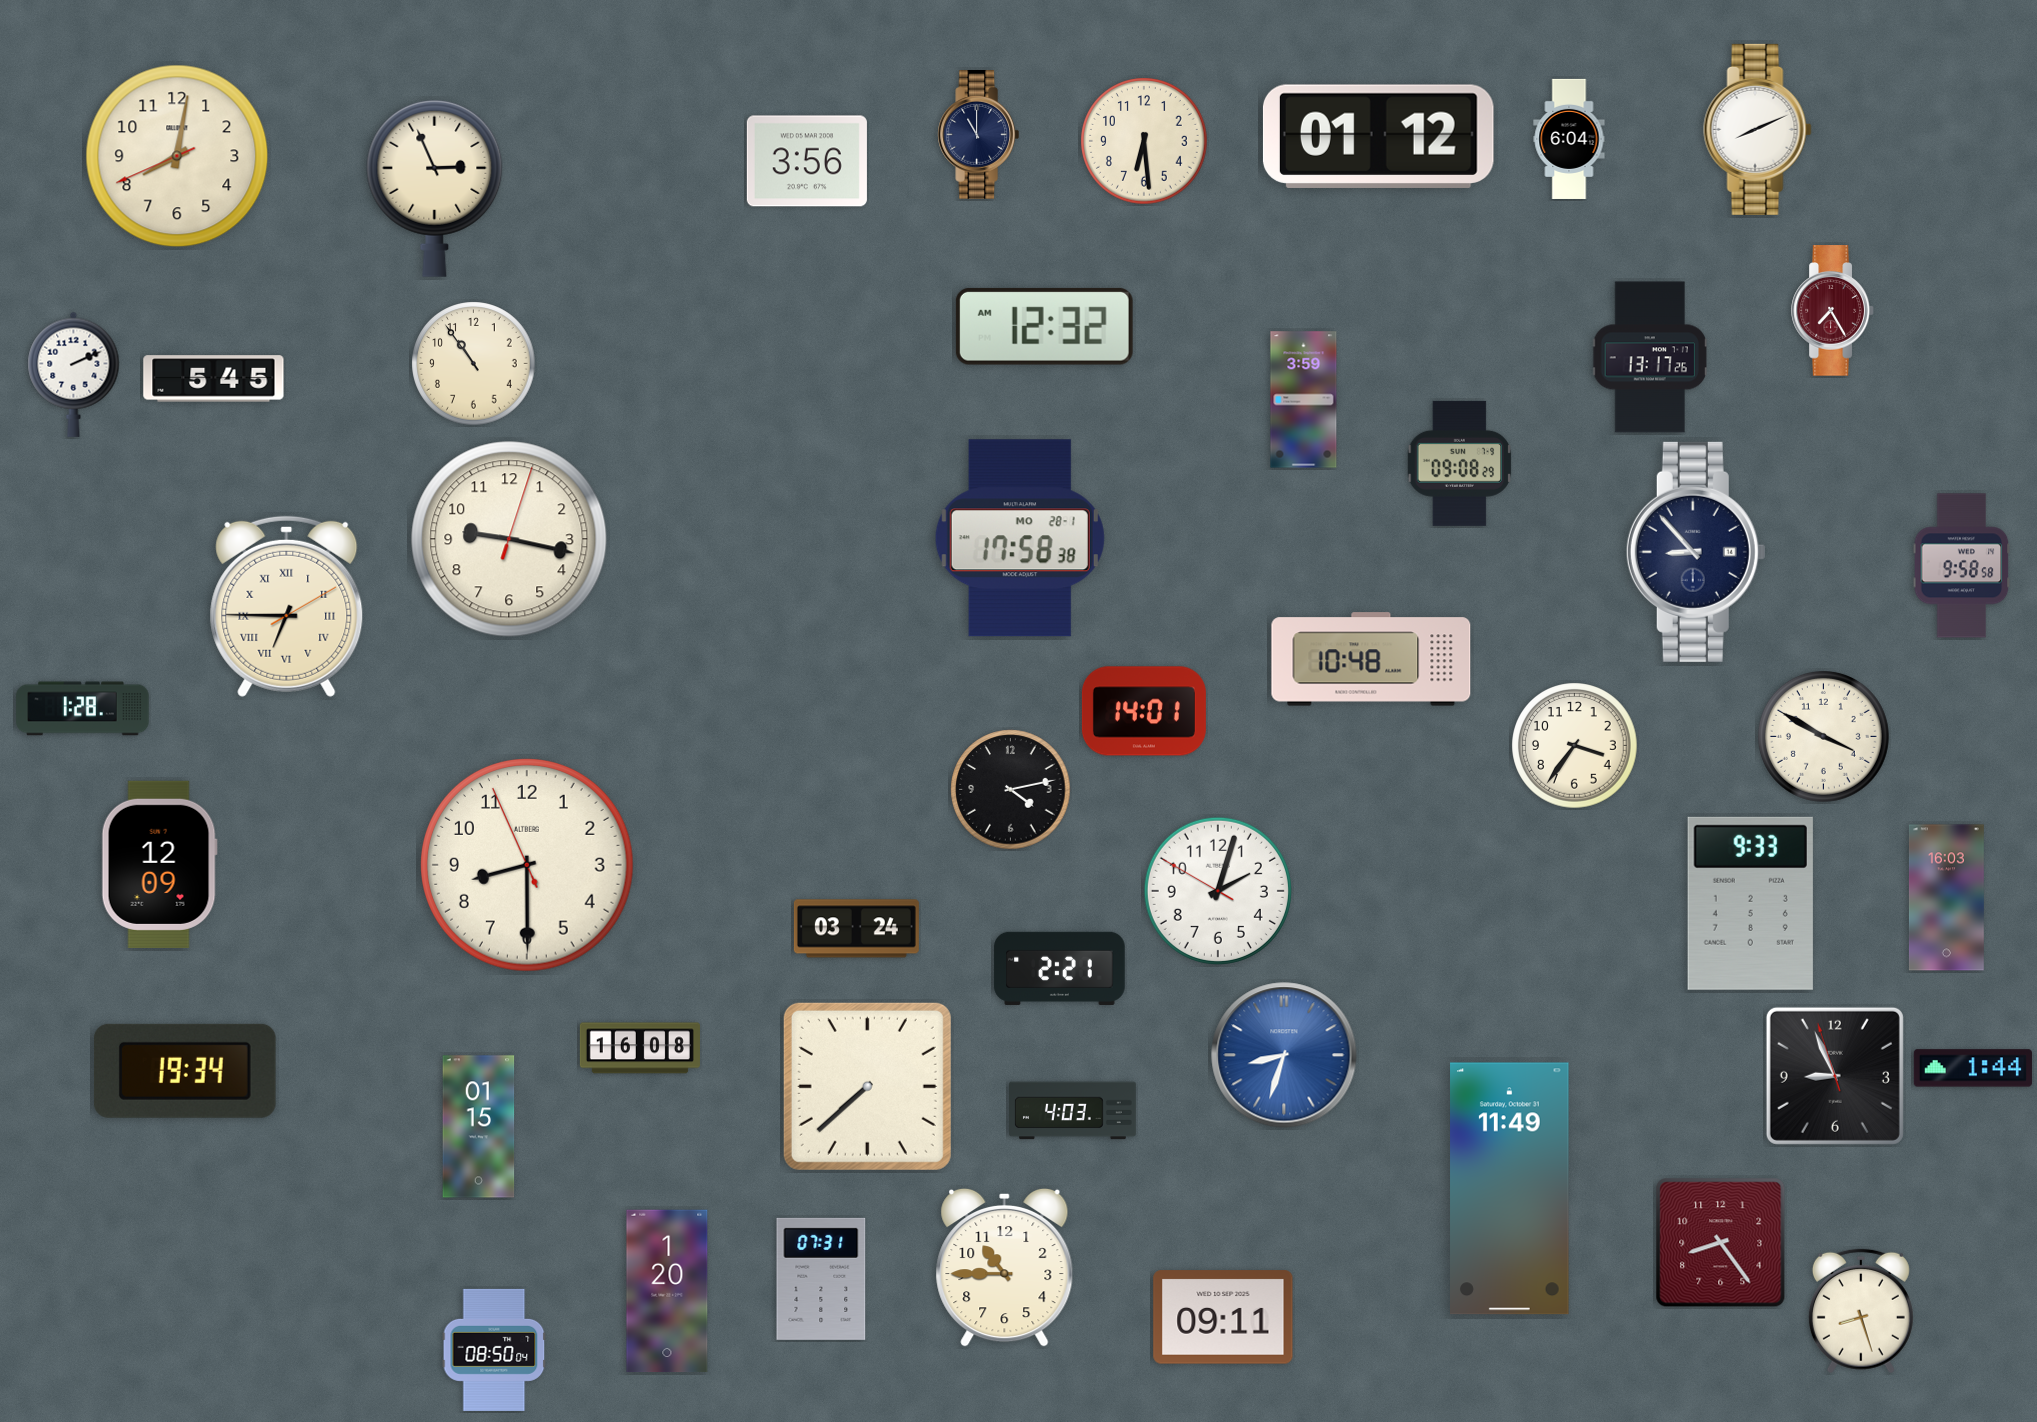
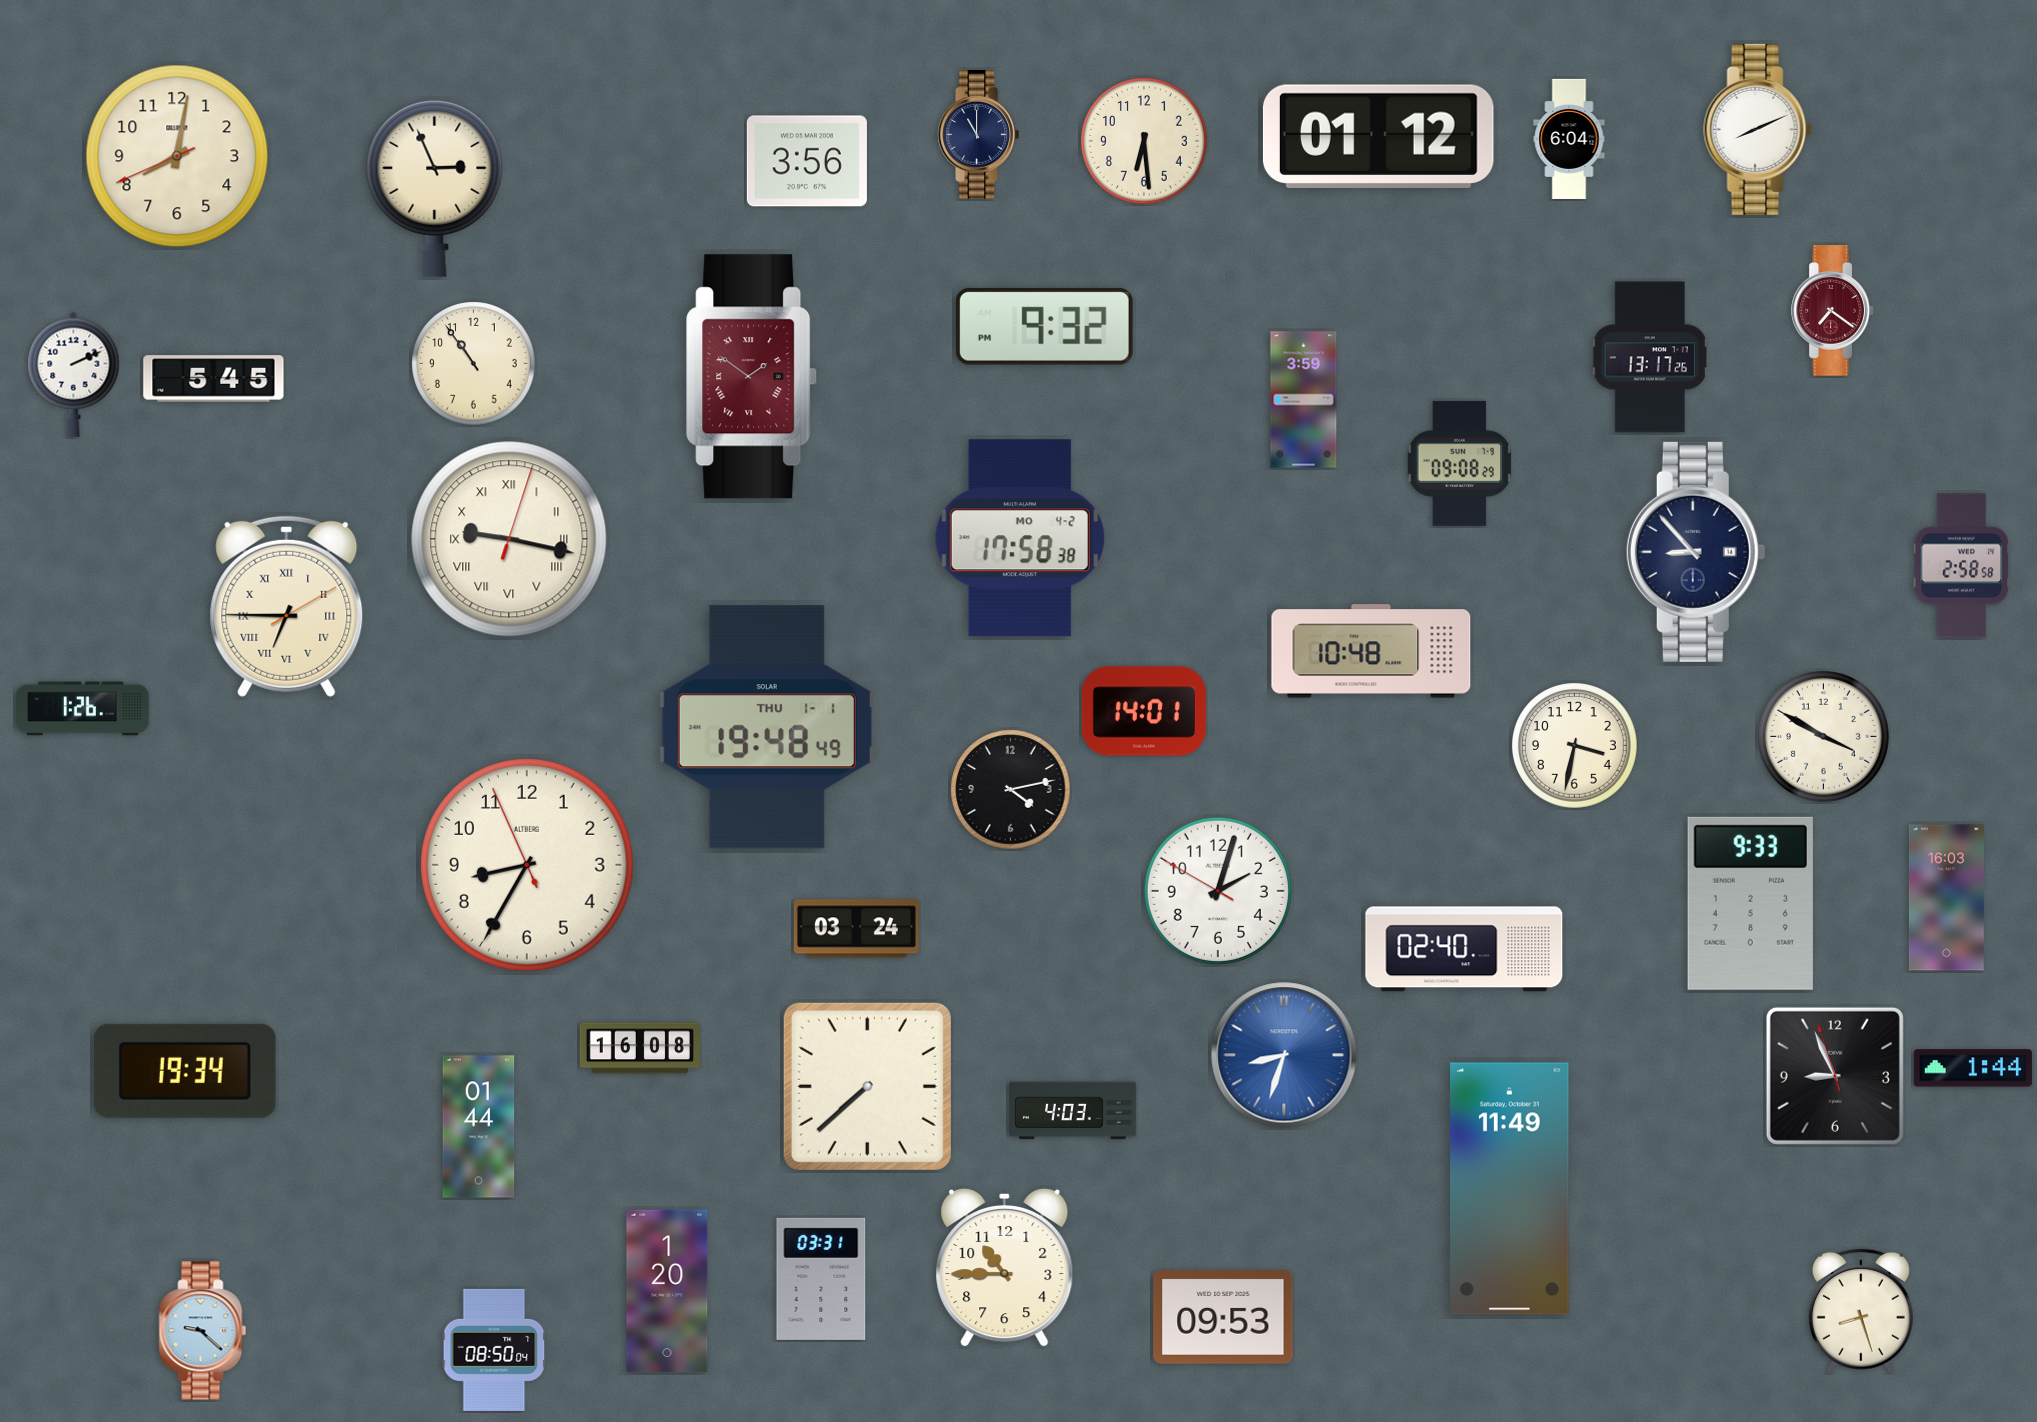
clock at (1833, 311): 7:25 -> 7:21
clock at (1044, 326): 12:32 -> 9:32
clock at (752, 377): none -> 1:51
clock at (1020, 538) date: MO 28-1 -> MO 4-2
clock at (509, 539) numerals: Arabic -> Roman
clock at (1962, 566): 9:58 -> 2:58
clock at (1371, 659) position: (1371, 659) -> (1371, 651)
clock at (83, 709): 1:28 -> 1:26
clock at (767, 727): none -> 19:48
clock at (1575, 746): 3:36 -> 3:32
clock at (159, 864): 12:09 -> none
clock at (528, 866): 8:29 -> 8:34
clock at (1464, 949): none -> 02:40
clock at (1060, 968): 2:21 -> none
clock at (479, 1127): 01:15 -> 01:44
clock at (1721, 1243): 8:24 -> none
clock at (821, 1279): 07:31 -> 03:31
clock at (1223, 1317): 09:11 -> 09:53
clock at (203, 1331): none -> 9:22
